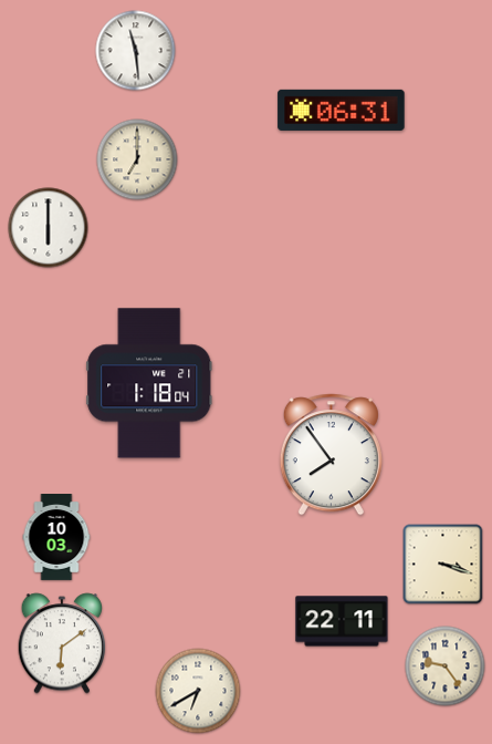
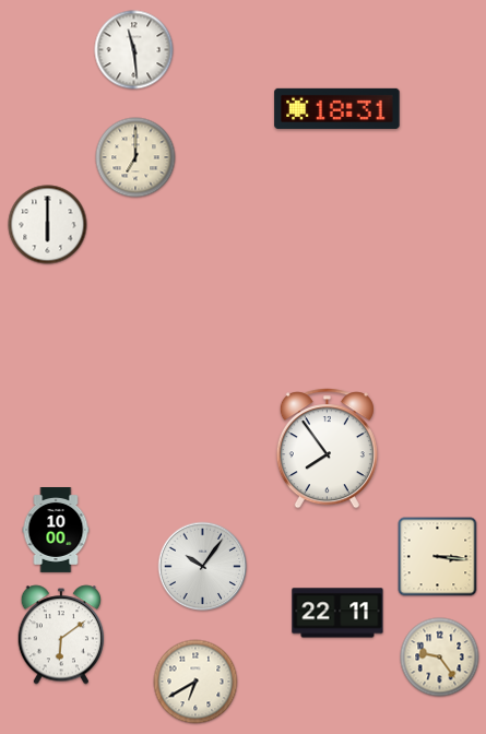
clock at (342, 110): 06:31 -> 18:31
clock at (149, 383): 1:18 -> none
clock at (56, 538): 10:03 -> 10:00
clock at (443, 565): 3:18 -> 3:16
clock at (203, 567): none -> 10:06
